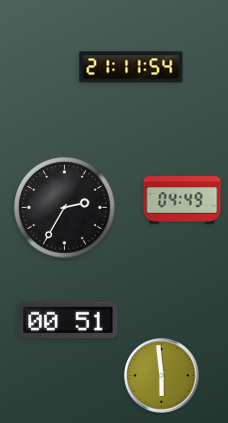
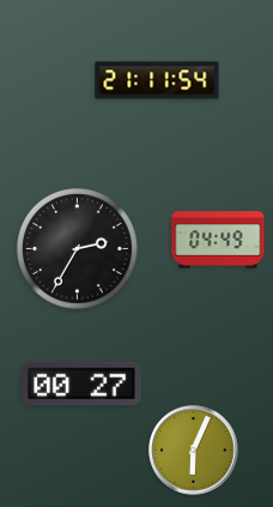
clock at (68, 320): 00:51 -> 00:27
clock at (162, 376): 5:59 -> 6:04
